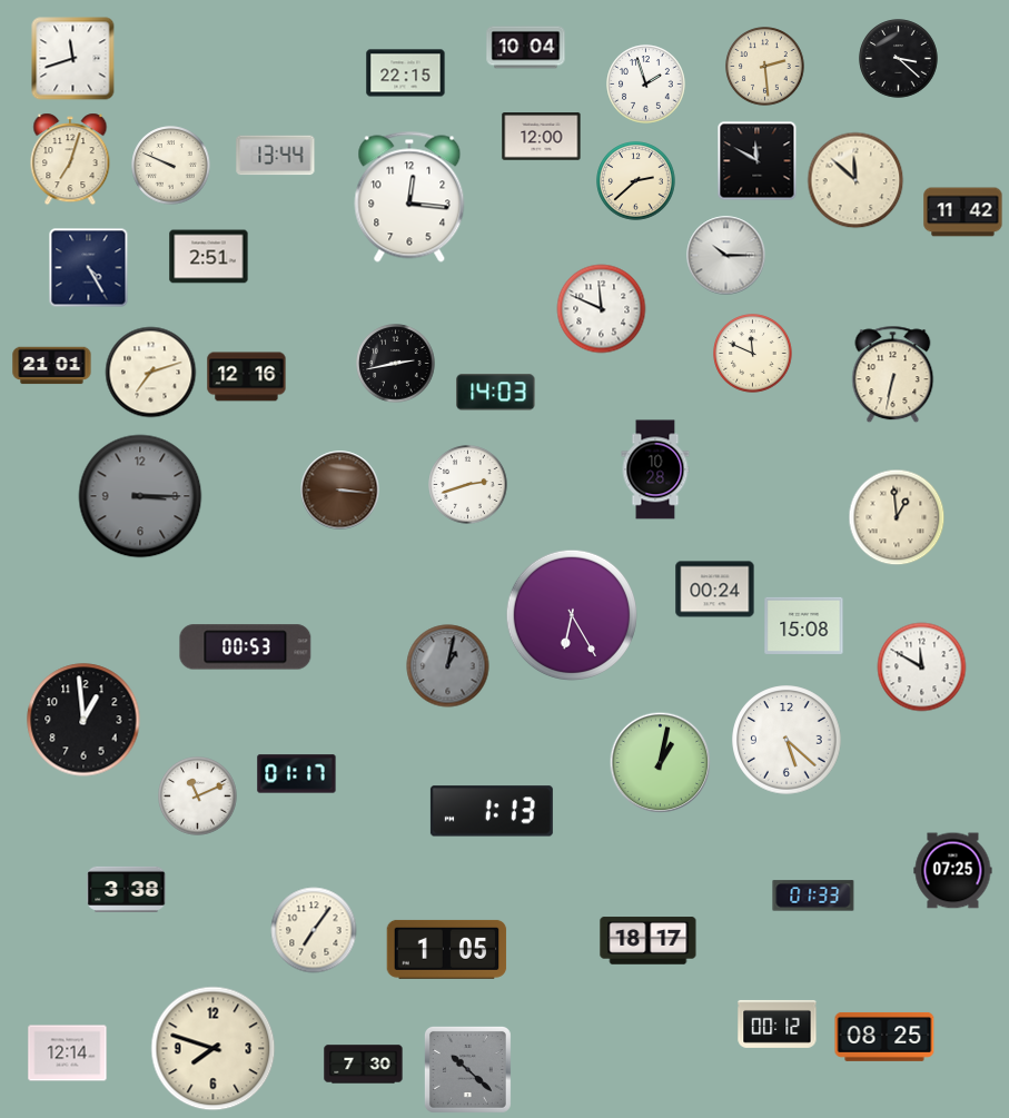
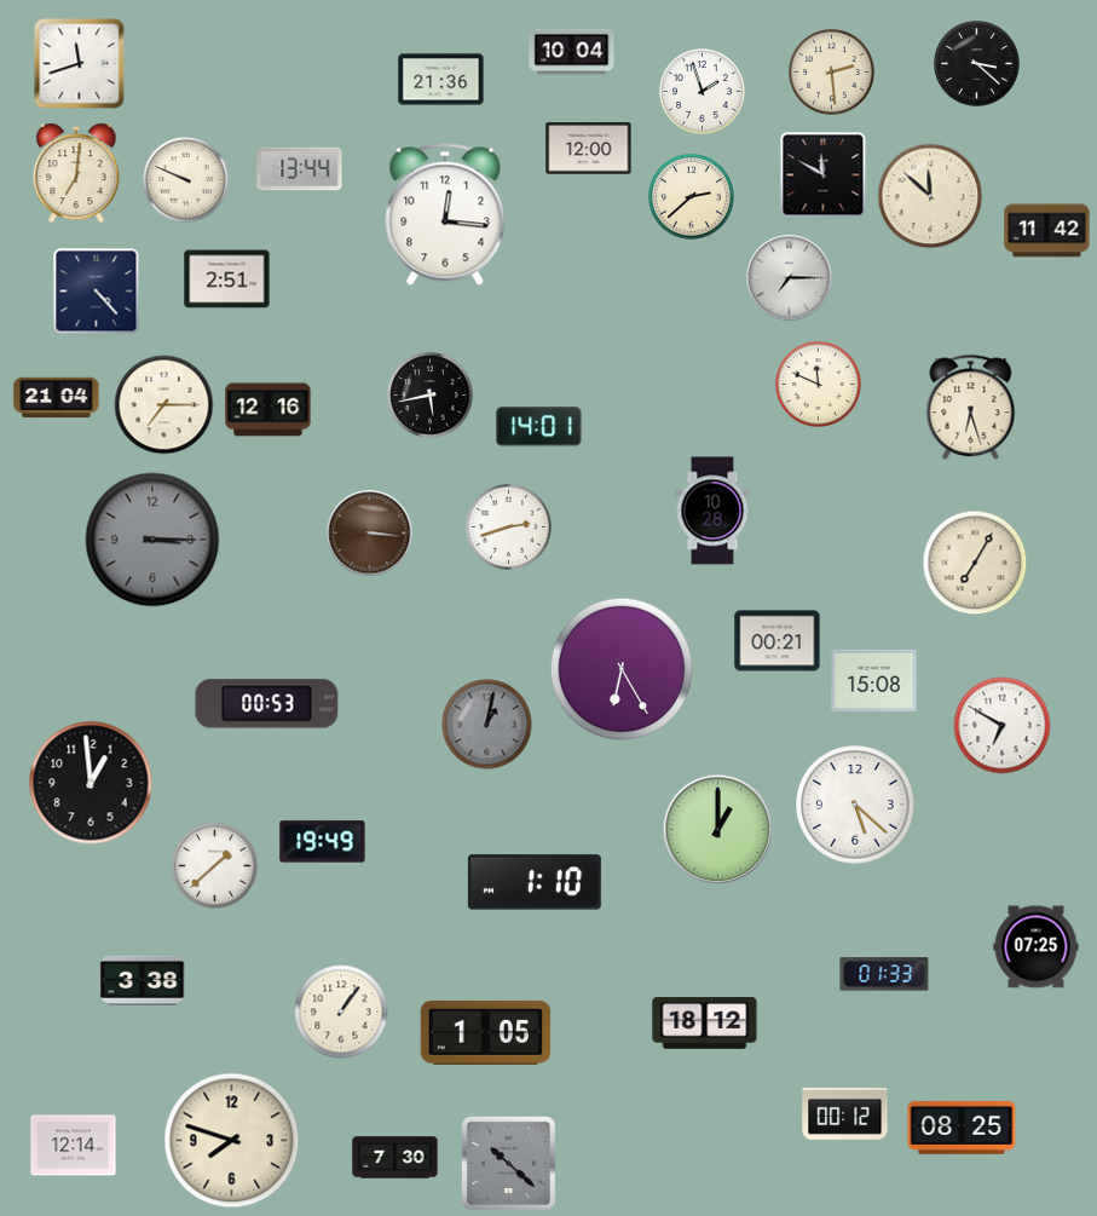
clock at (406, 73): 22:15 -> 21:36
clock at (70, 159): 7:03 -> 7:01
clock at (726, 256): 10:15 -> 7:15
clock at (89, 268): 4:25 -> 4:23
clock at (602, 309): 11:49 -> none
clock at (396, 364): 2:43 -> 5:43
clock at (52, 366): 21:01 -> 21:04
clock at (151, 373): 7:12 -> 7:15
clock at (893, 375): 6:32 -> 6:27
clock at (496, 393): 14:03 -> 14:01
clock at (897, 517): 12:59 -> 7:05
clock at (715, 590): 00:24 -> 00:21
clock at (922, 667): 11:50 -> 6:50
clock at (661, 763): 1:02 -> 1:00
clock at (297, 774): 01:17 -> 19:49
clock at (198, 797): 11:11 -> 1:38
clock at (492, 811): 1:13 -> 1:10
clock at (127, 889) position: (127, 889) -> (143, 980)
clock at (314, 930): 7:06 -> 1:06
clock at (649, 941): 18:17 -> 18:12
